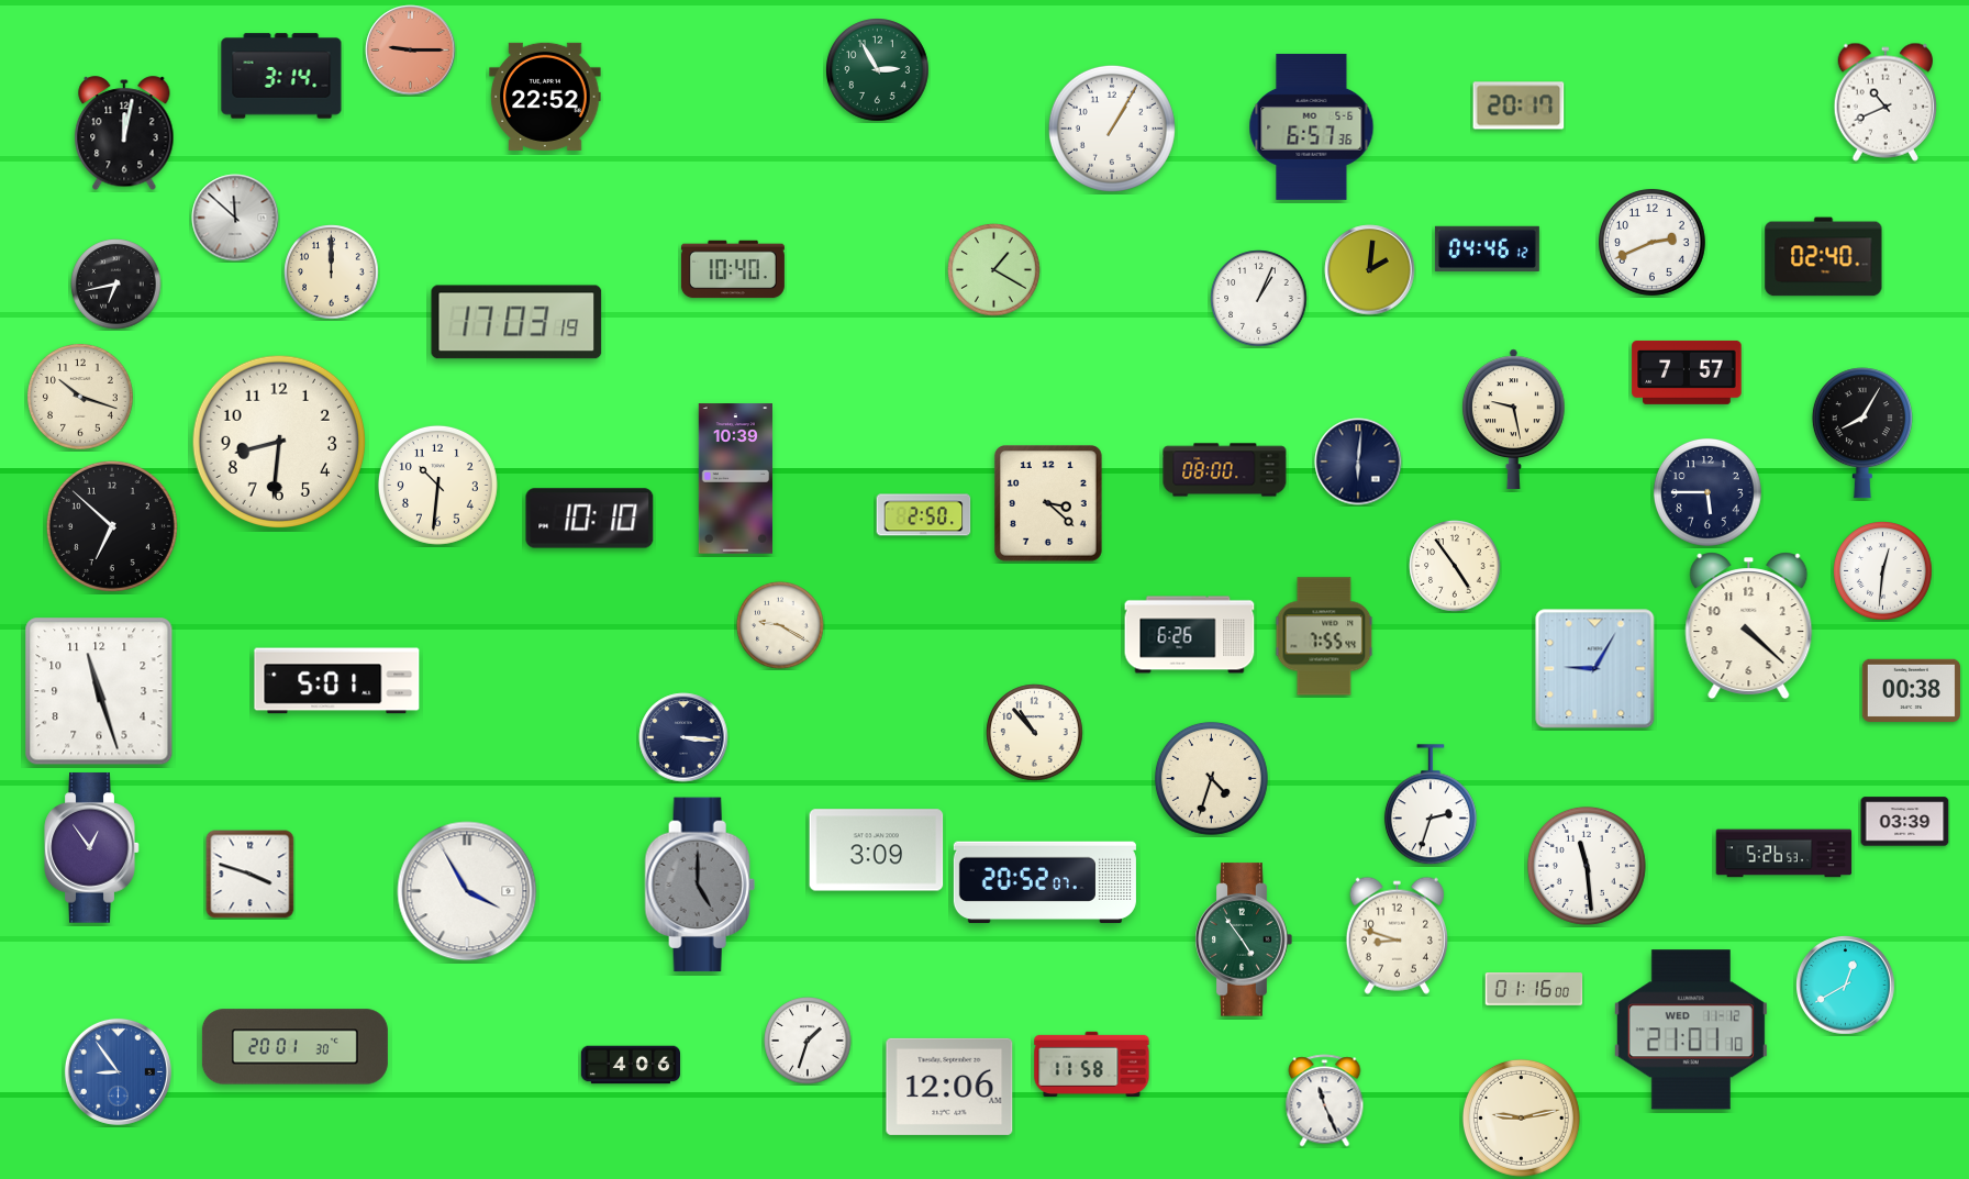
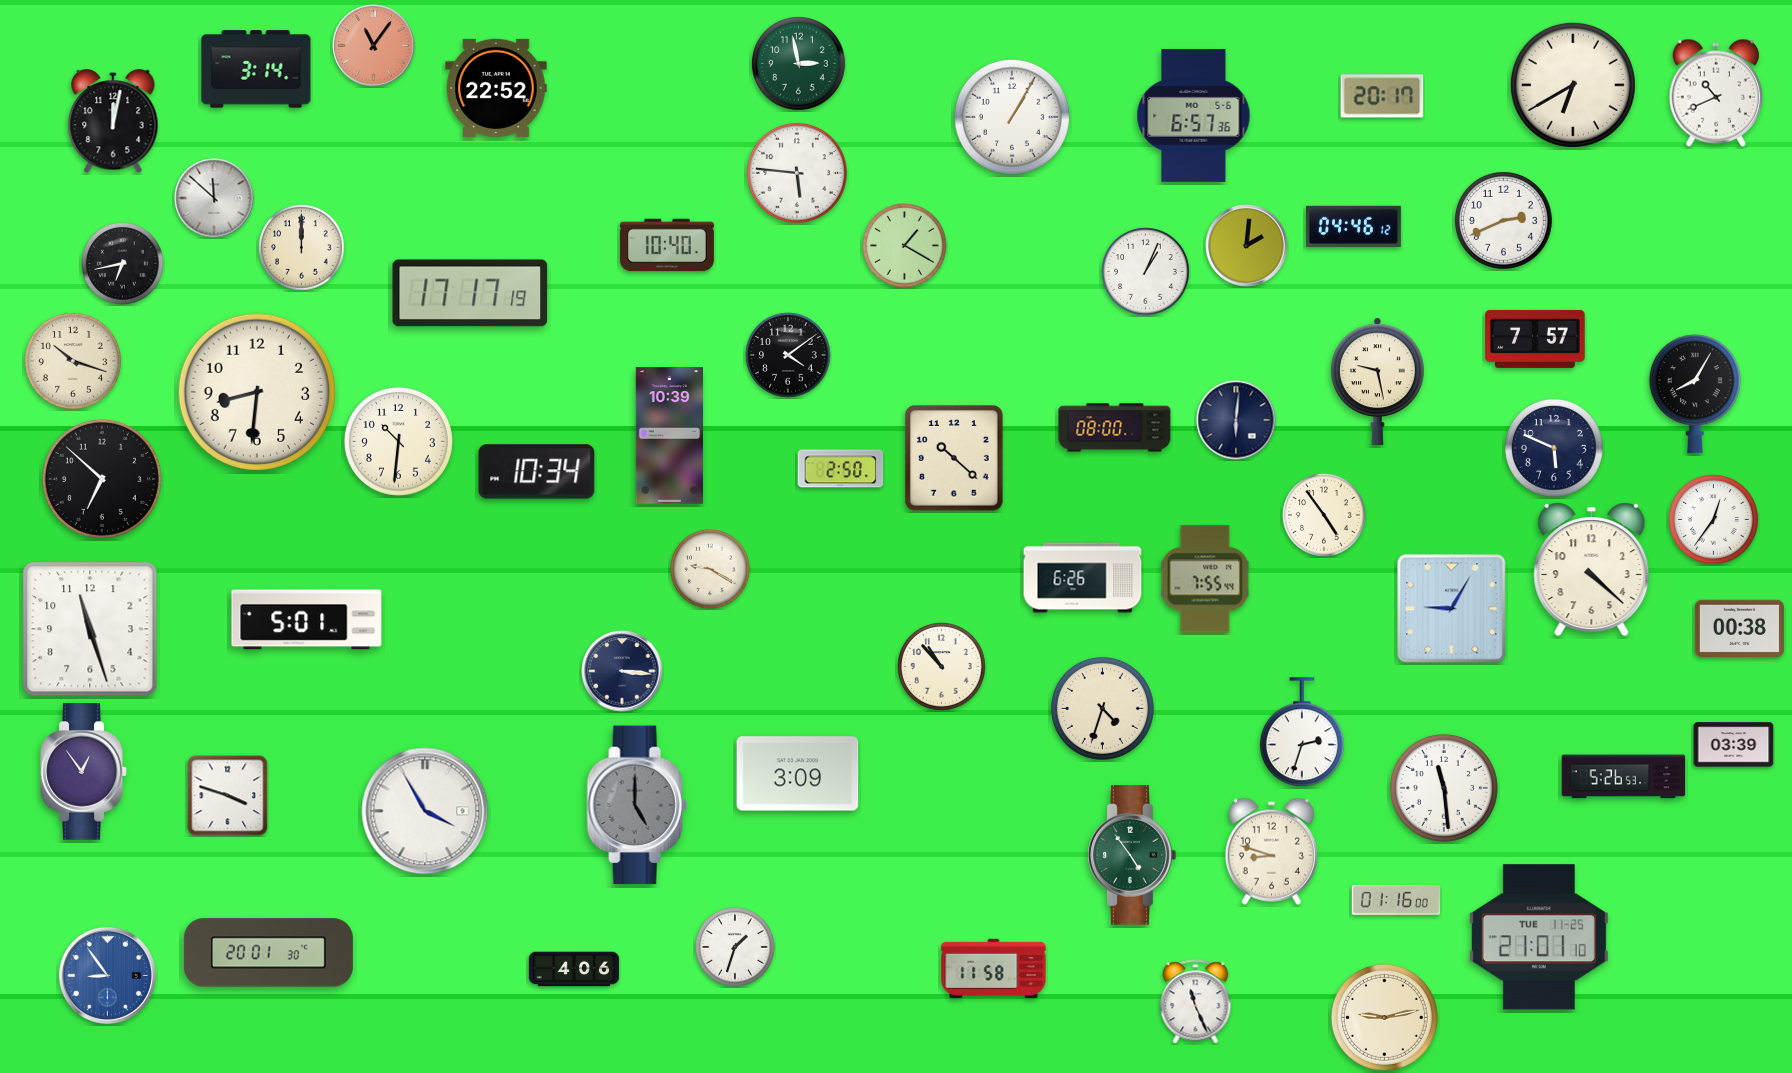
clock at (411, 51): 9:15 -> 11:06
clock at (878, 70): 2:55 -> 2:58
clock at (1573, 85): none -> 6:40
clock at (797, 173): none -> 5:46
clock at (1824, 257): 02:40 -> none
clock at (116, 285) position: (116, 285) -> (123, 264)
clock at (516, 322): 17:03 -> 17:17
clock at (788, 355): none -> 4:09
clock at (278, 441) position: (278, 441) -> (256, 391)
clock at (1707, 492): 5:45 -> 5:49
clock at (1049, 503): 3:22 -> 10:22
clock at (590, 519): 10:10 -> 10:34
clock at (1883, 571): 12:31 -> 12:36
clock at (1905, 822) position: (1905, 822) -> (1734, 745)
clock at (1045, 882): 20:52 -> none
clock at (1846, 986): 12:40 -> none
clock at (1691, 1030) date: WED 11-12 -> TUE 11-25
clock at (949, 1087): 12:06 -> none
clock at (1325, 1101) position: (1325, 1101) -> (1196, 1002)
